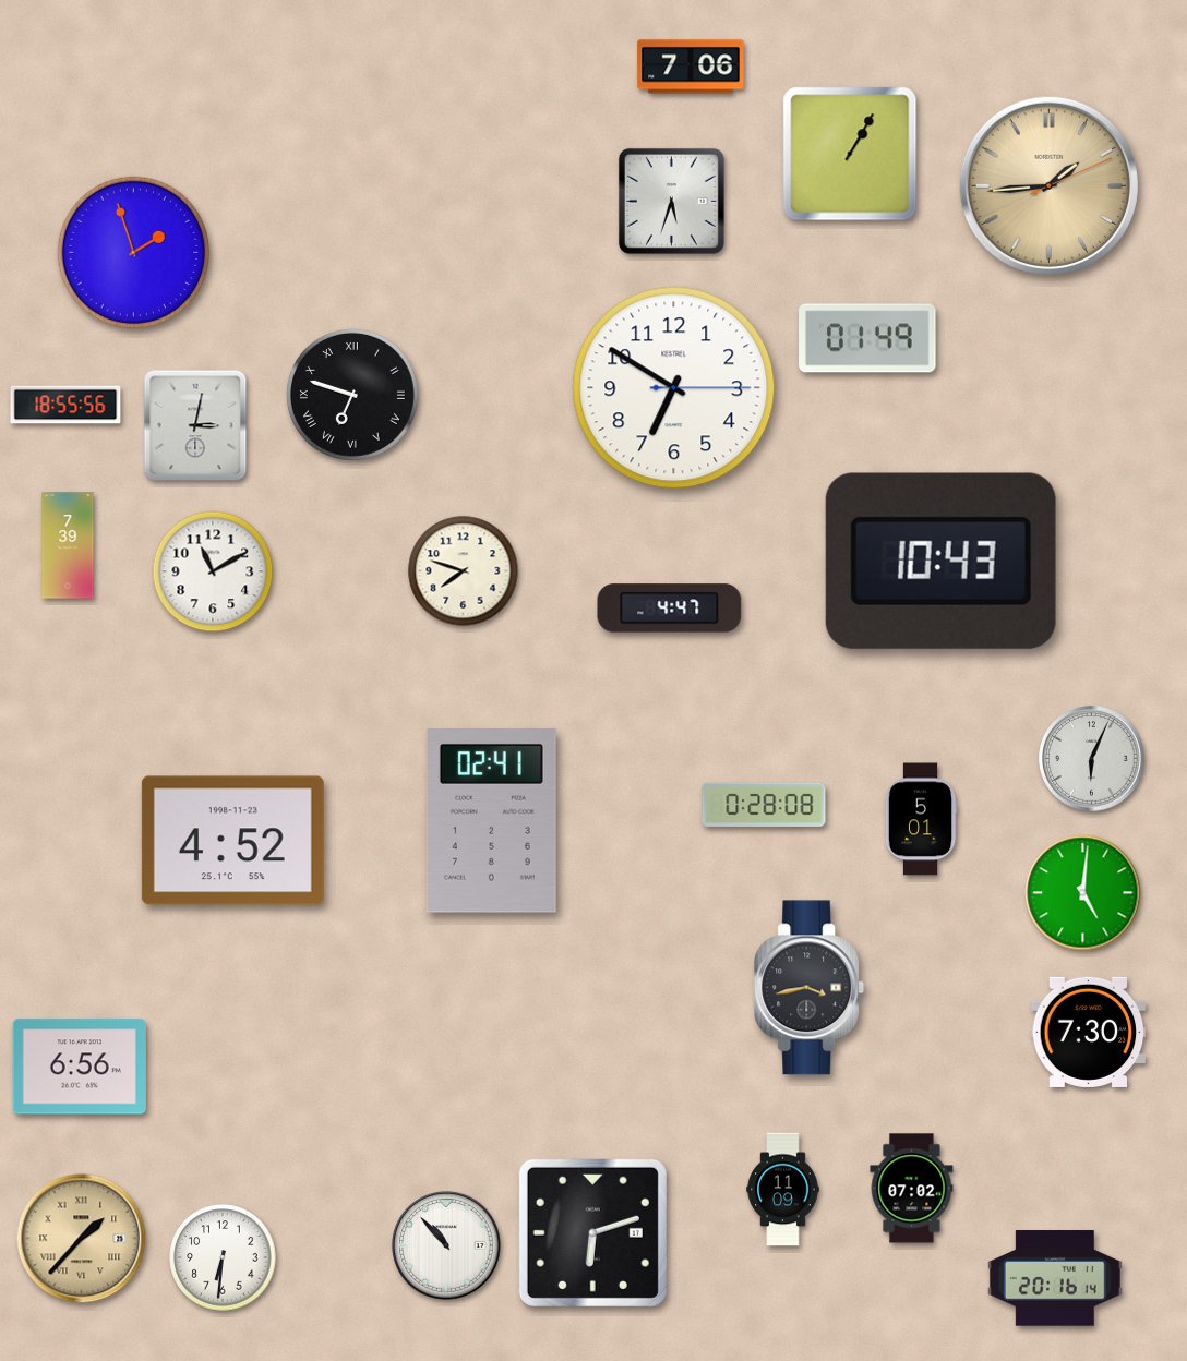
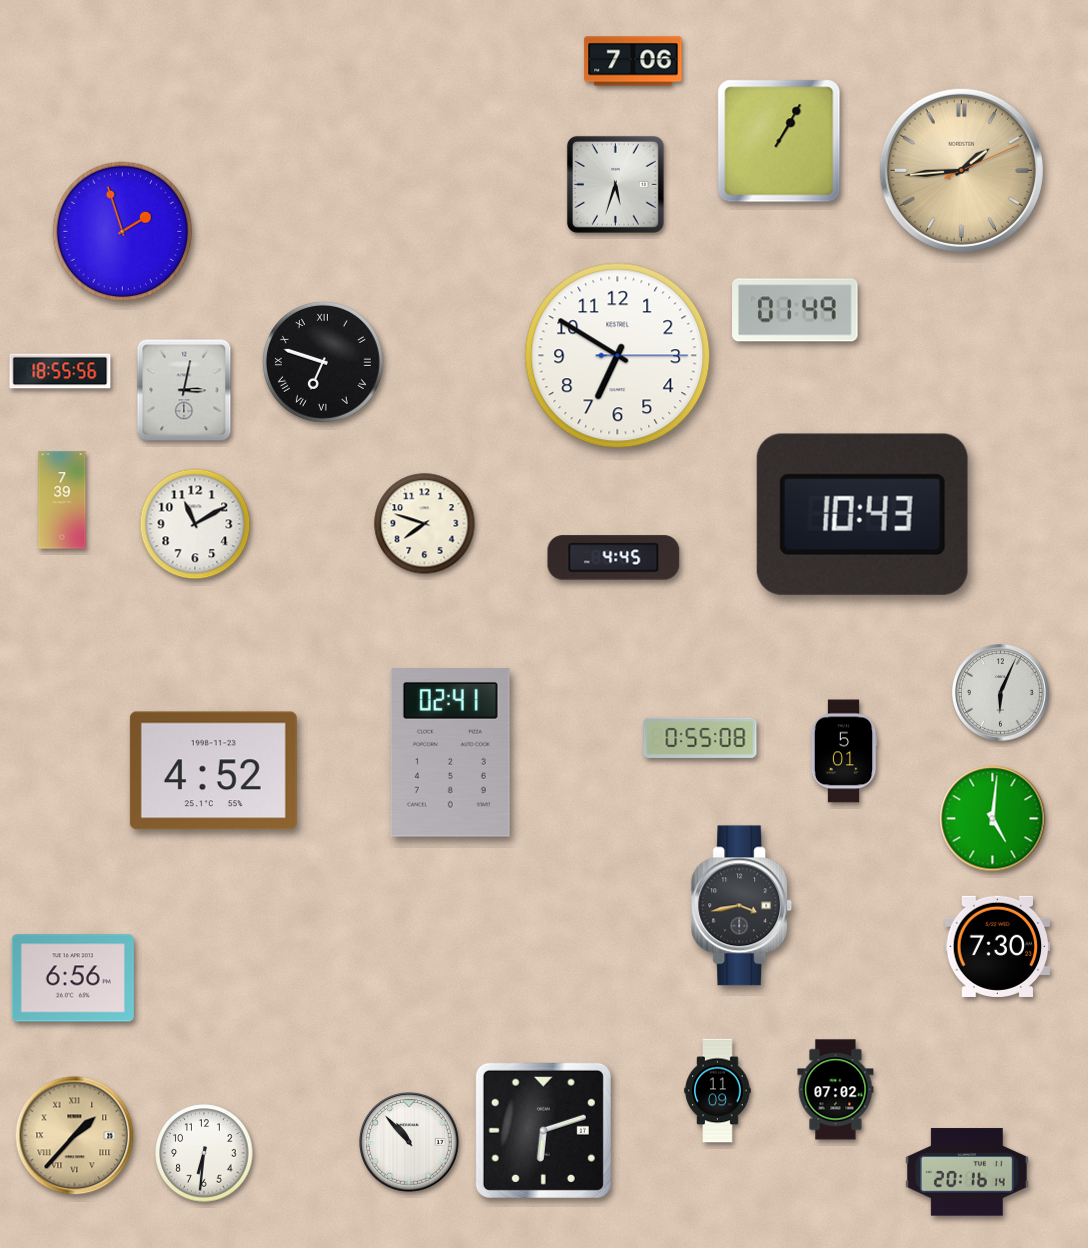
clock at (195, 425) position: (195, 425) -> (184, 390)
clock at (670, 609): 4:47 -> 4:45
clock at (1092, 759) position: (1092, 759) -> (1001, 693)
clock at (764, 805): 0:28 -> 0:55
